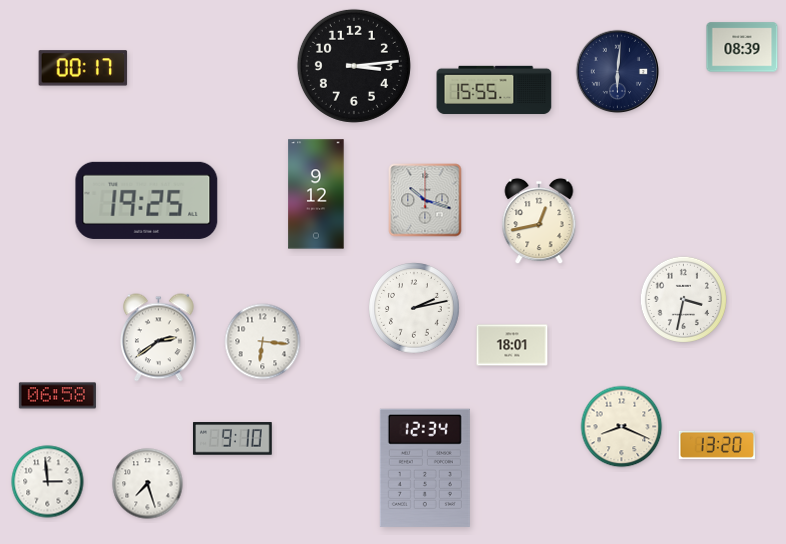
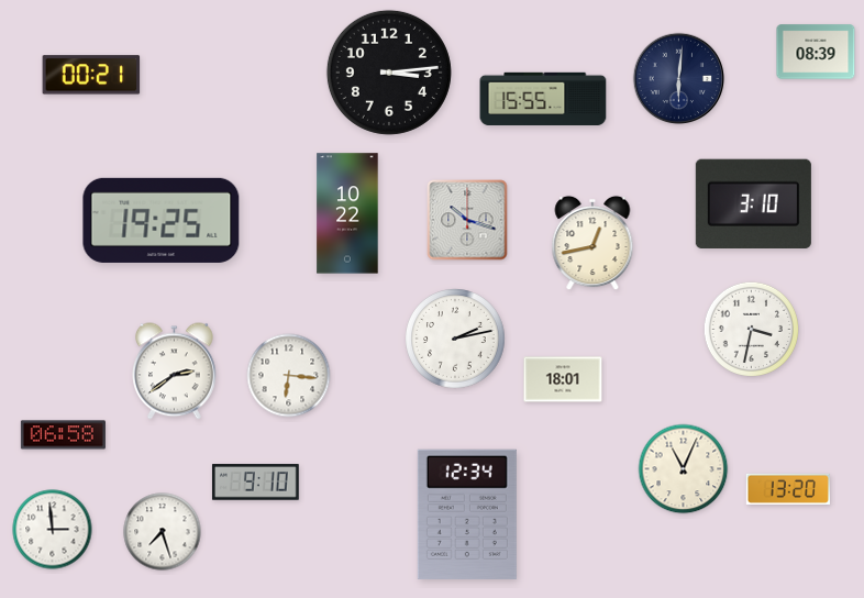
clock at (83, 68): 00:17 -> 00:21
clock at (753, 203): none -> 3:10
clock at (316, 194): 9:12 -> 10:22
clock at (622, 427): 8:19 -> 11:04
